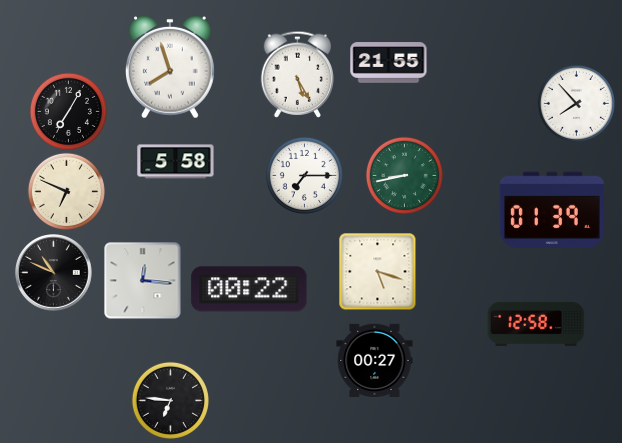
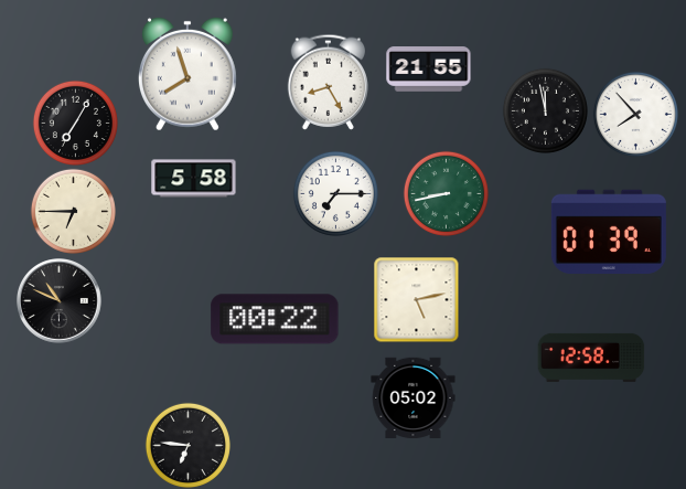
clock at (298, 74): 5:25 -> 8:25
clock at (545, 110): none -> 11:58
clock at (66, 191): 6:49 -> 6:45
clock at (377, 271): 5:18 -> 5:13
clock at (143, 281): 12:16 -> none
clock at (375, 360): 00:27 -> 05:02
clock at (170, 400) position: (170, 400) -> (187, 445)
